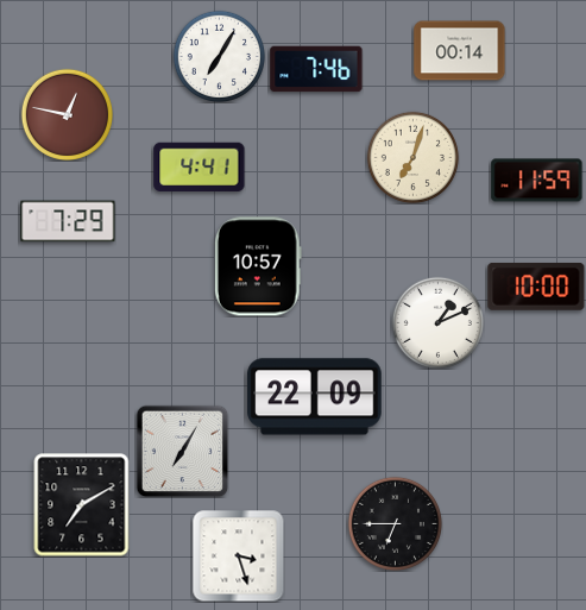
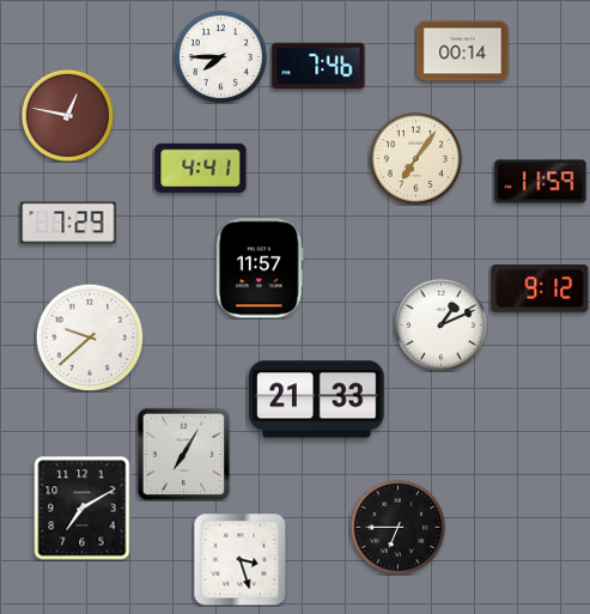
clock at (219, 56): 7:05 -> 7:45
clock at (316, 69) position: (316, 69) -> (318, 66)
clock at (412, 157): 7:03 -> 7:06
clock at (258, 266): 10:57 -> 11:57
clock at (536, 287): 10:00 -> 9:12
clock at (90, 338): none -> 9:38
clock at (315, 397): 22:09 -> 21:33
